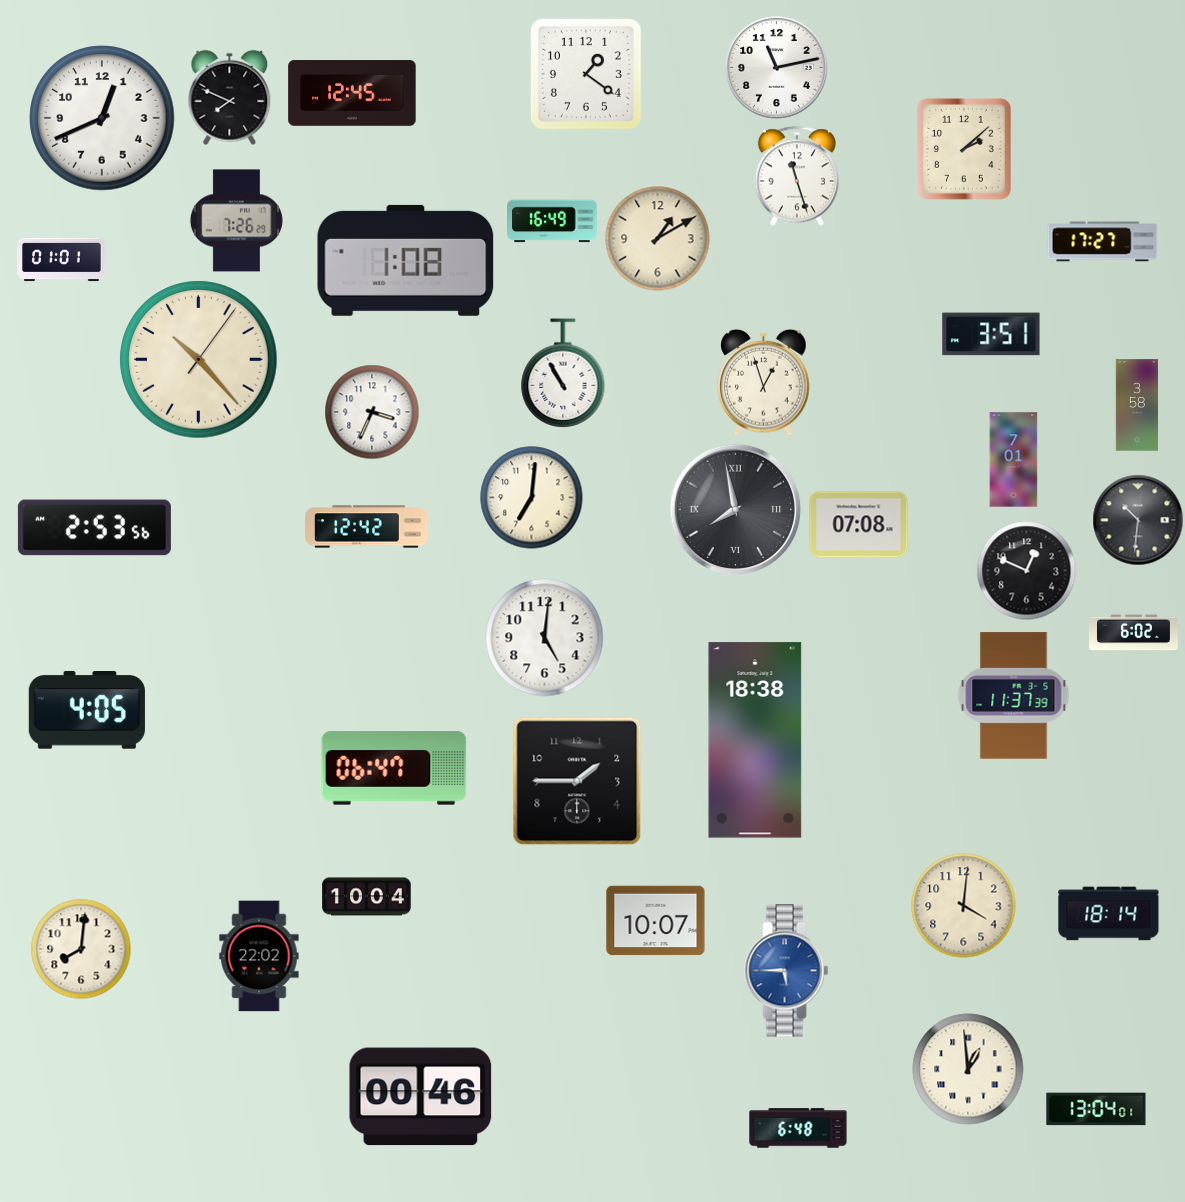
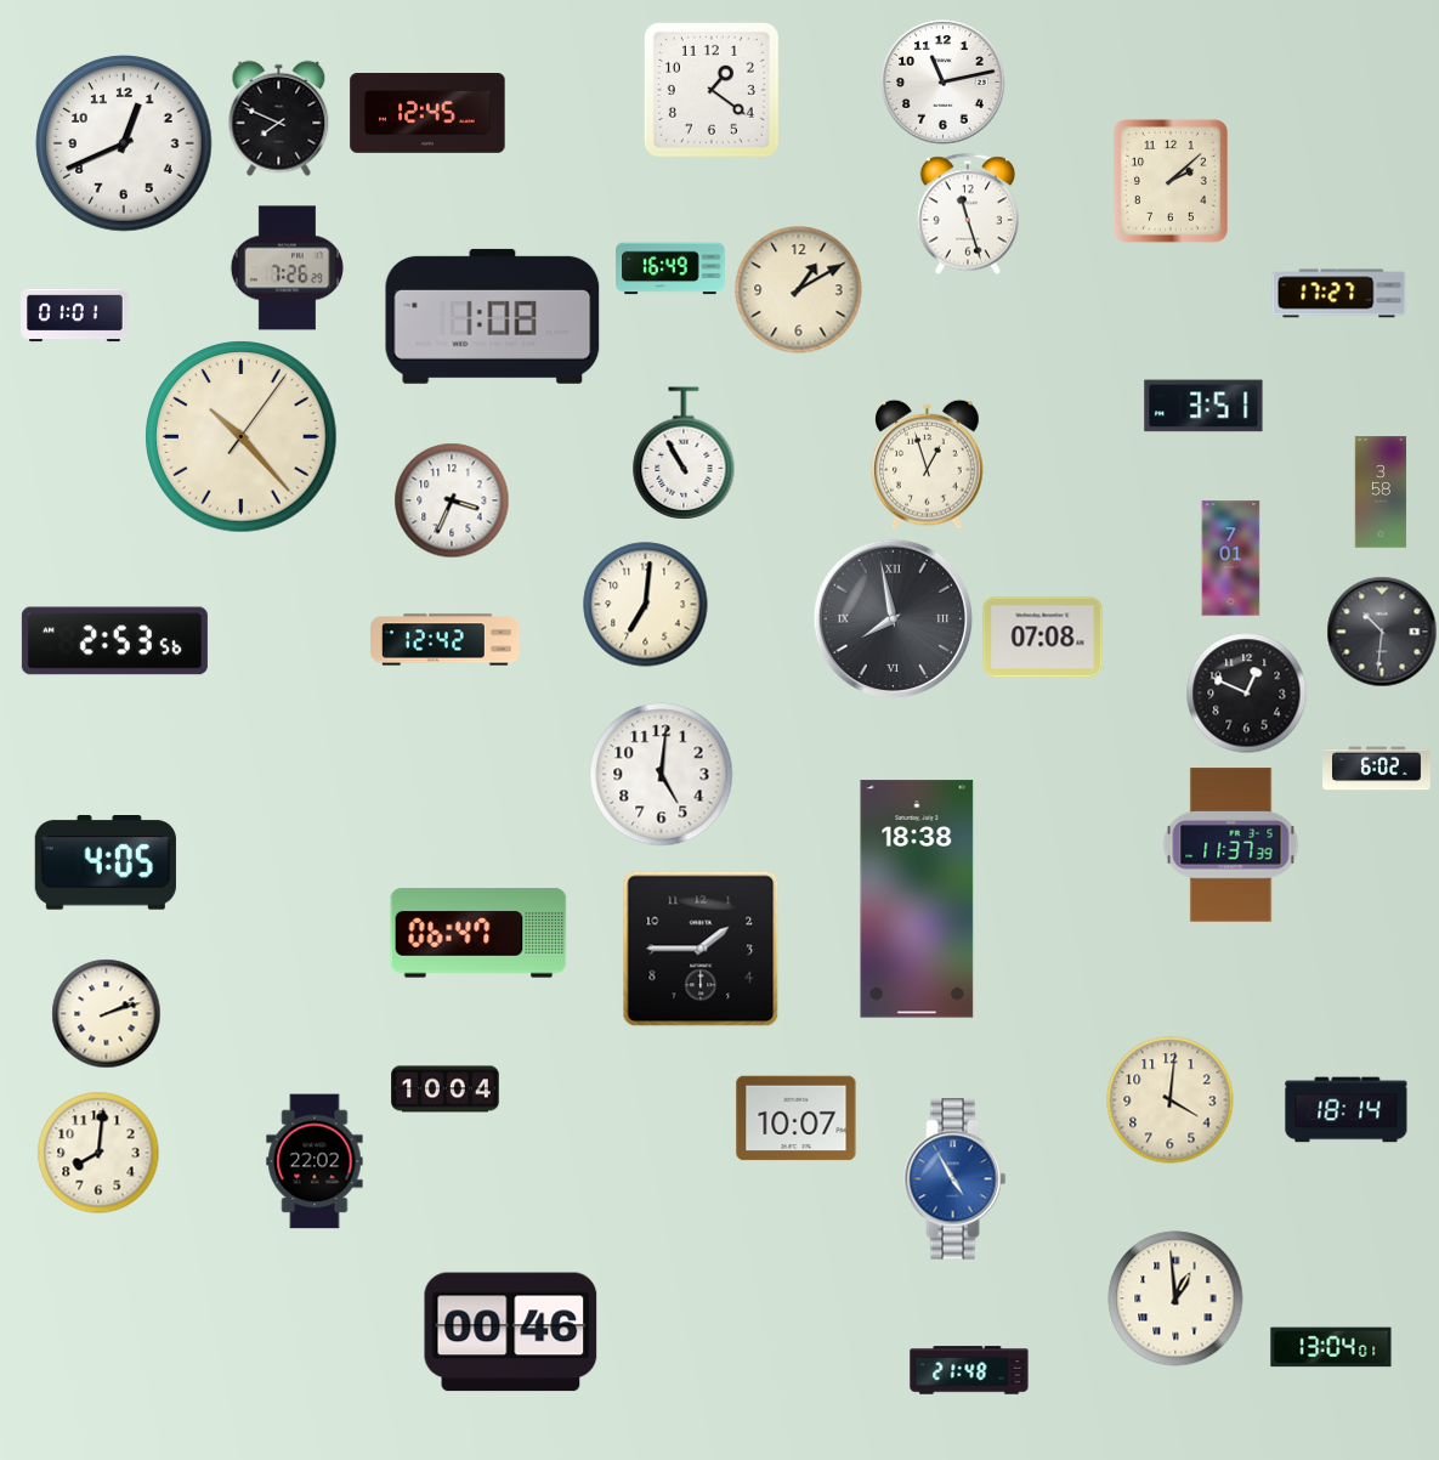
clock at (107, 1014): none -> 2:12
clock at (787, 971): 5:45 -> 4:55
clock at (798, 1128): 6:48 -> 21:48
